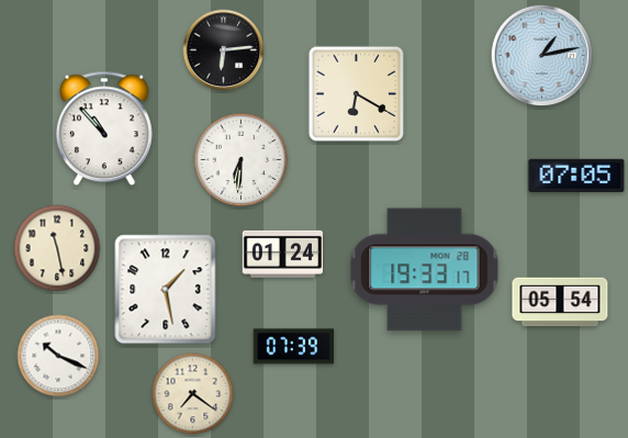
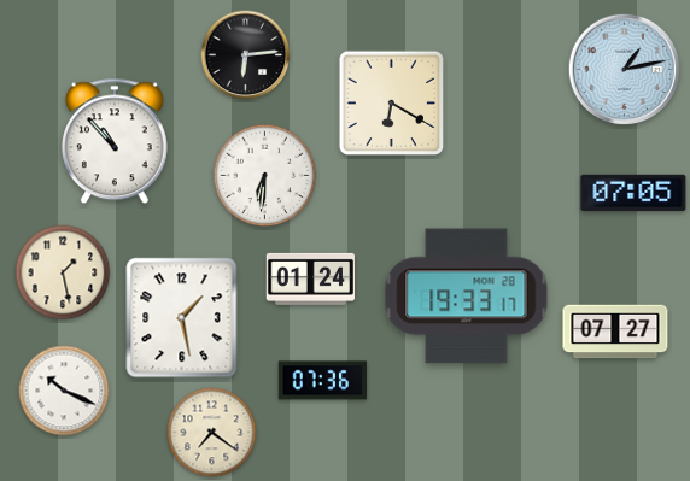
clock at (542, 56) position: (542, 56) -> (625, 70)
clock at (57, 248): 11:28 -> 1:28
clock at (560, 302): 05:54 -> 07:27
clock at (294, 347): 07:39 -> 07:36
